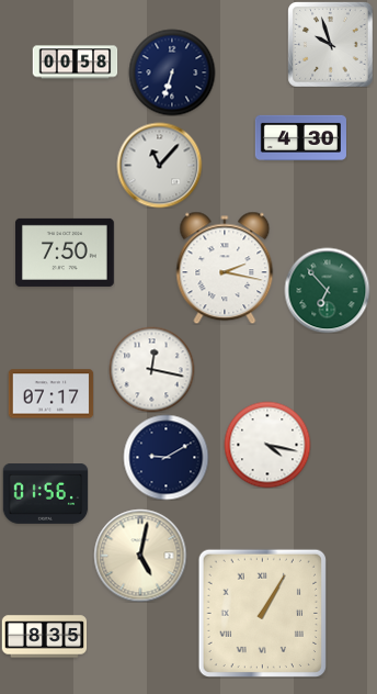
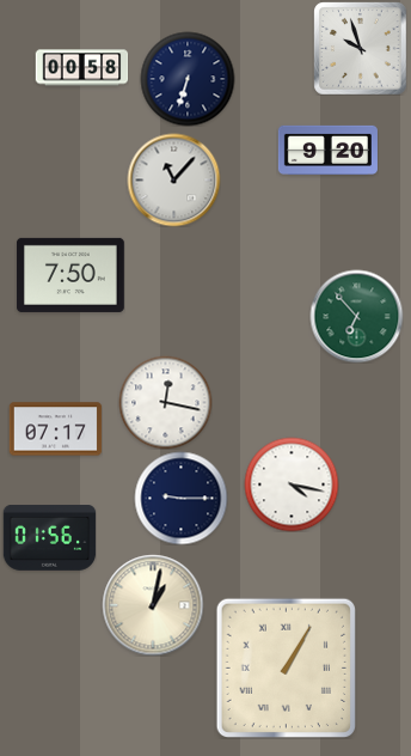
clock at (300, 137): 4:30 -> 9:20
clock at (225, 268): 2:17 -> none
clock at (165, 457): 9:10 -> 9:15
clock at (140, 556): 5:02 -> 1:02
clock at (44, 637): 8:35 -> none
